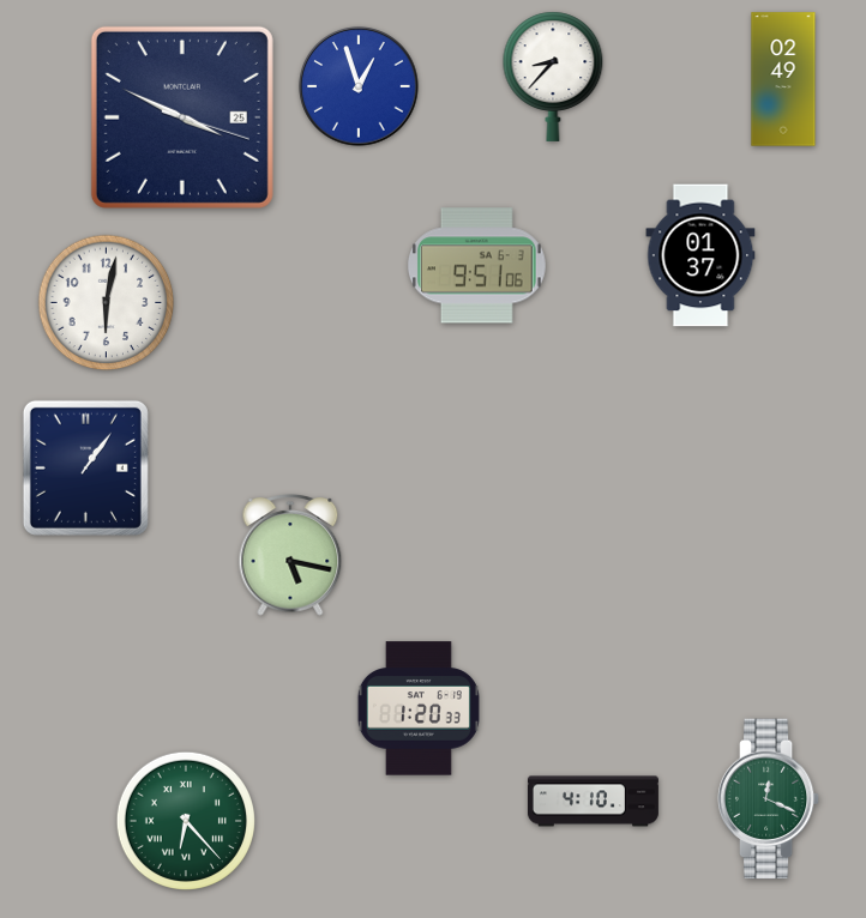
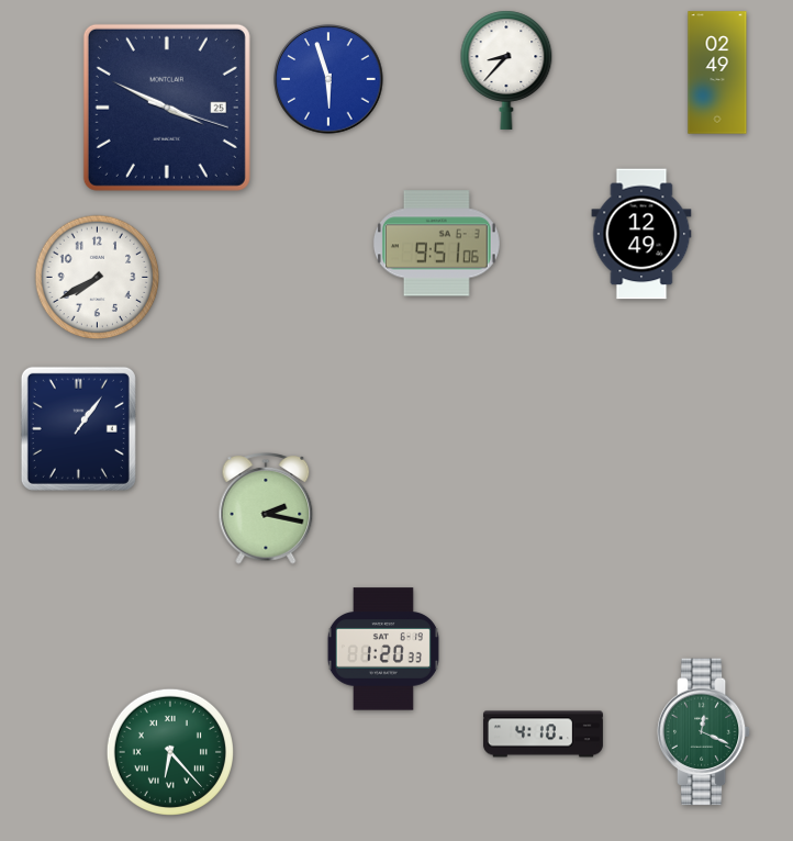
clock at (359, 86): 12:57 -> 5:57
clock at (700, 255): 01:37 -> 12:49
clock at (107, 303): 6:02 -> 7:40
clock at (290, 556): 5:17 -> 2:17
